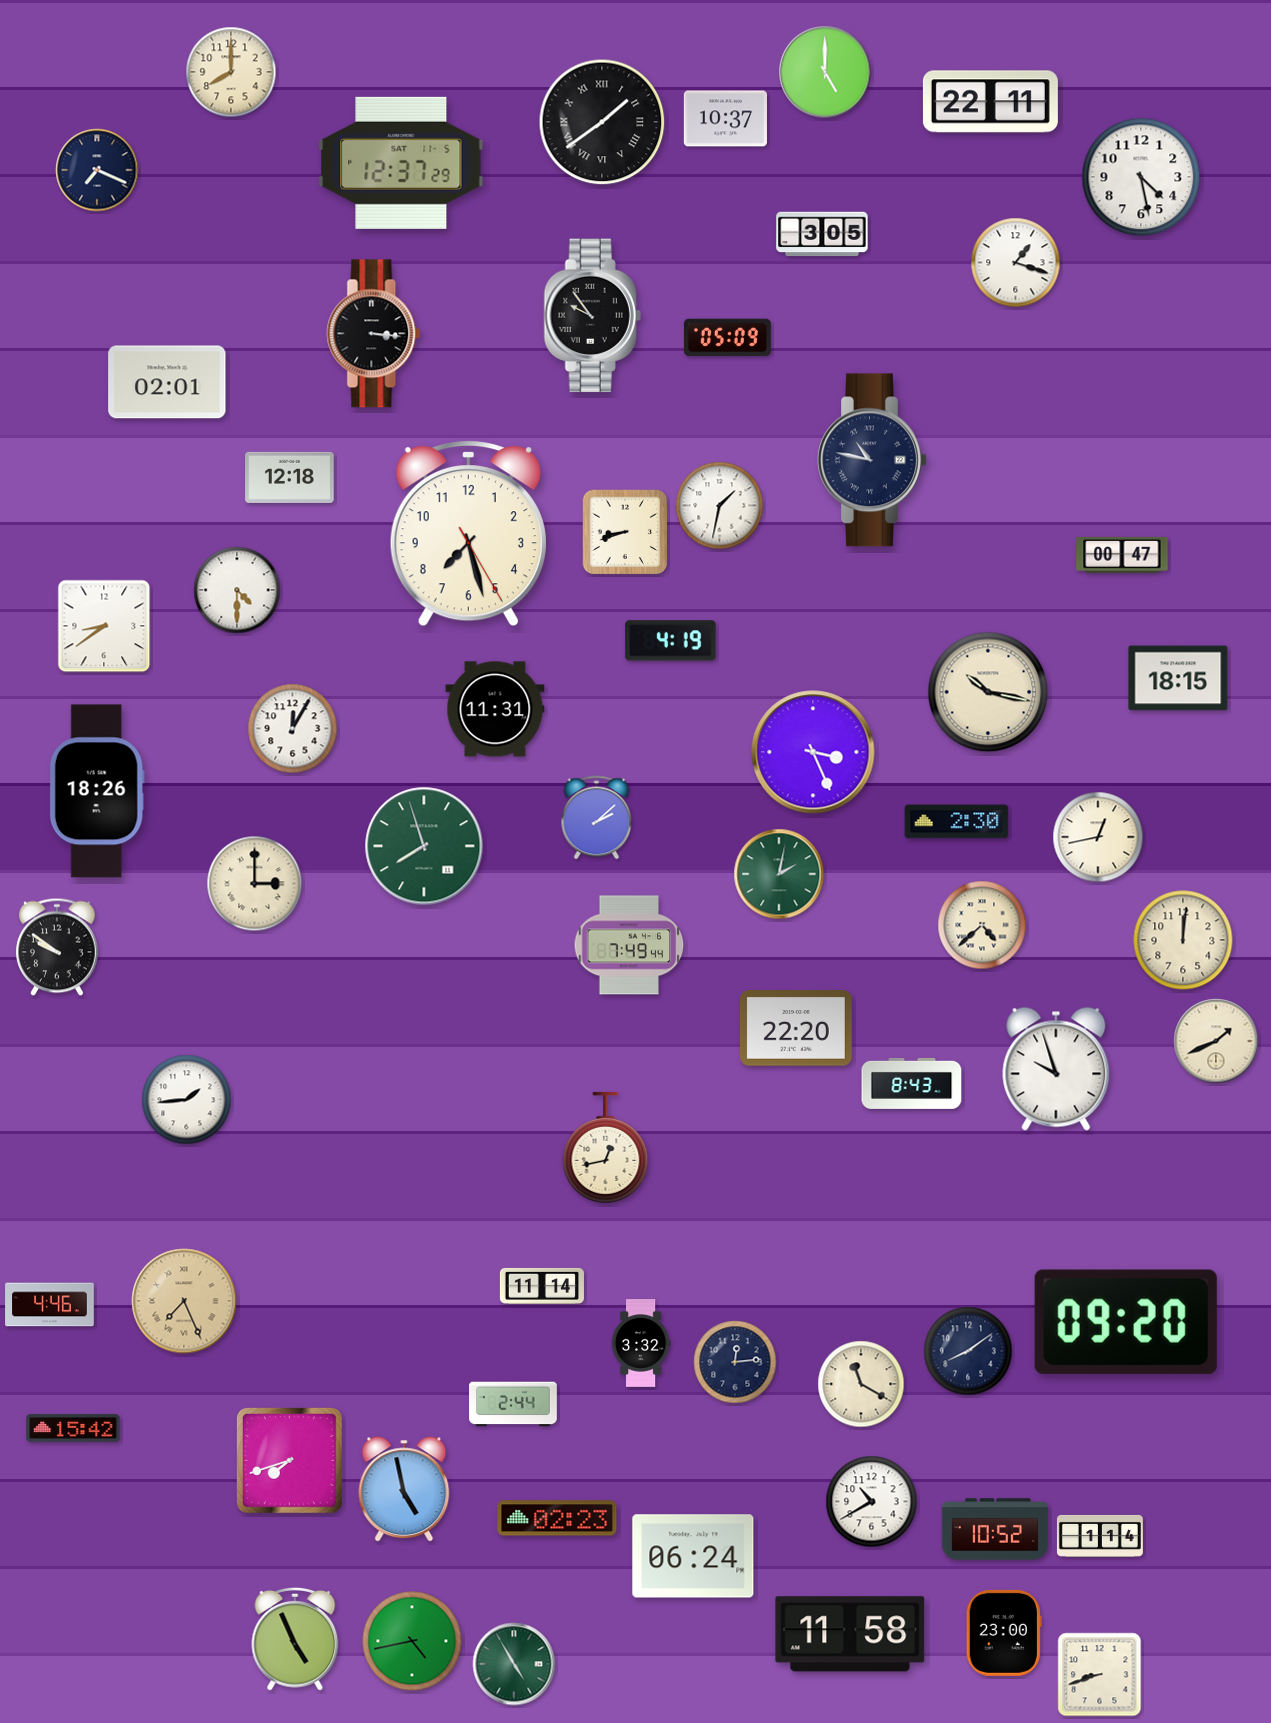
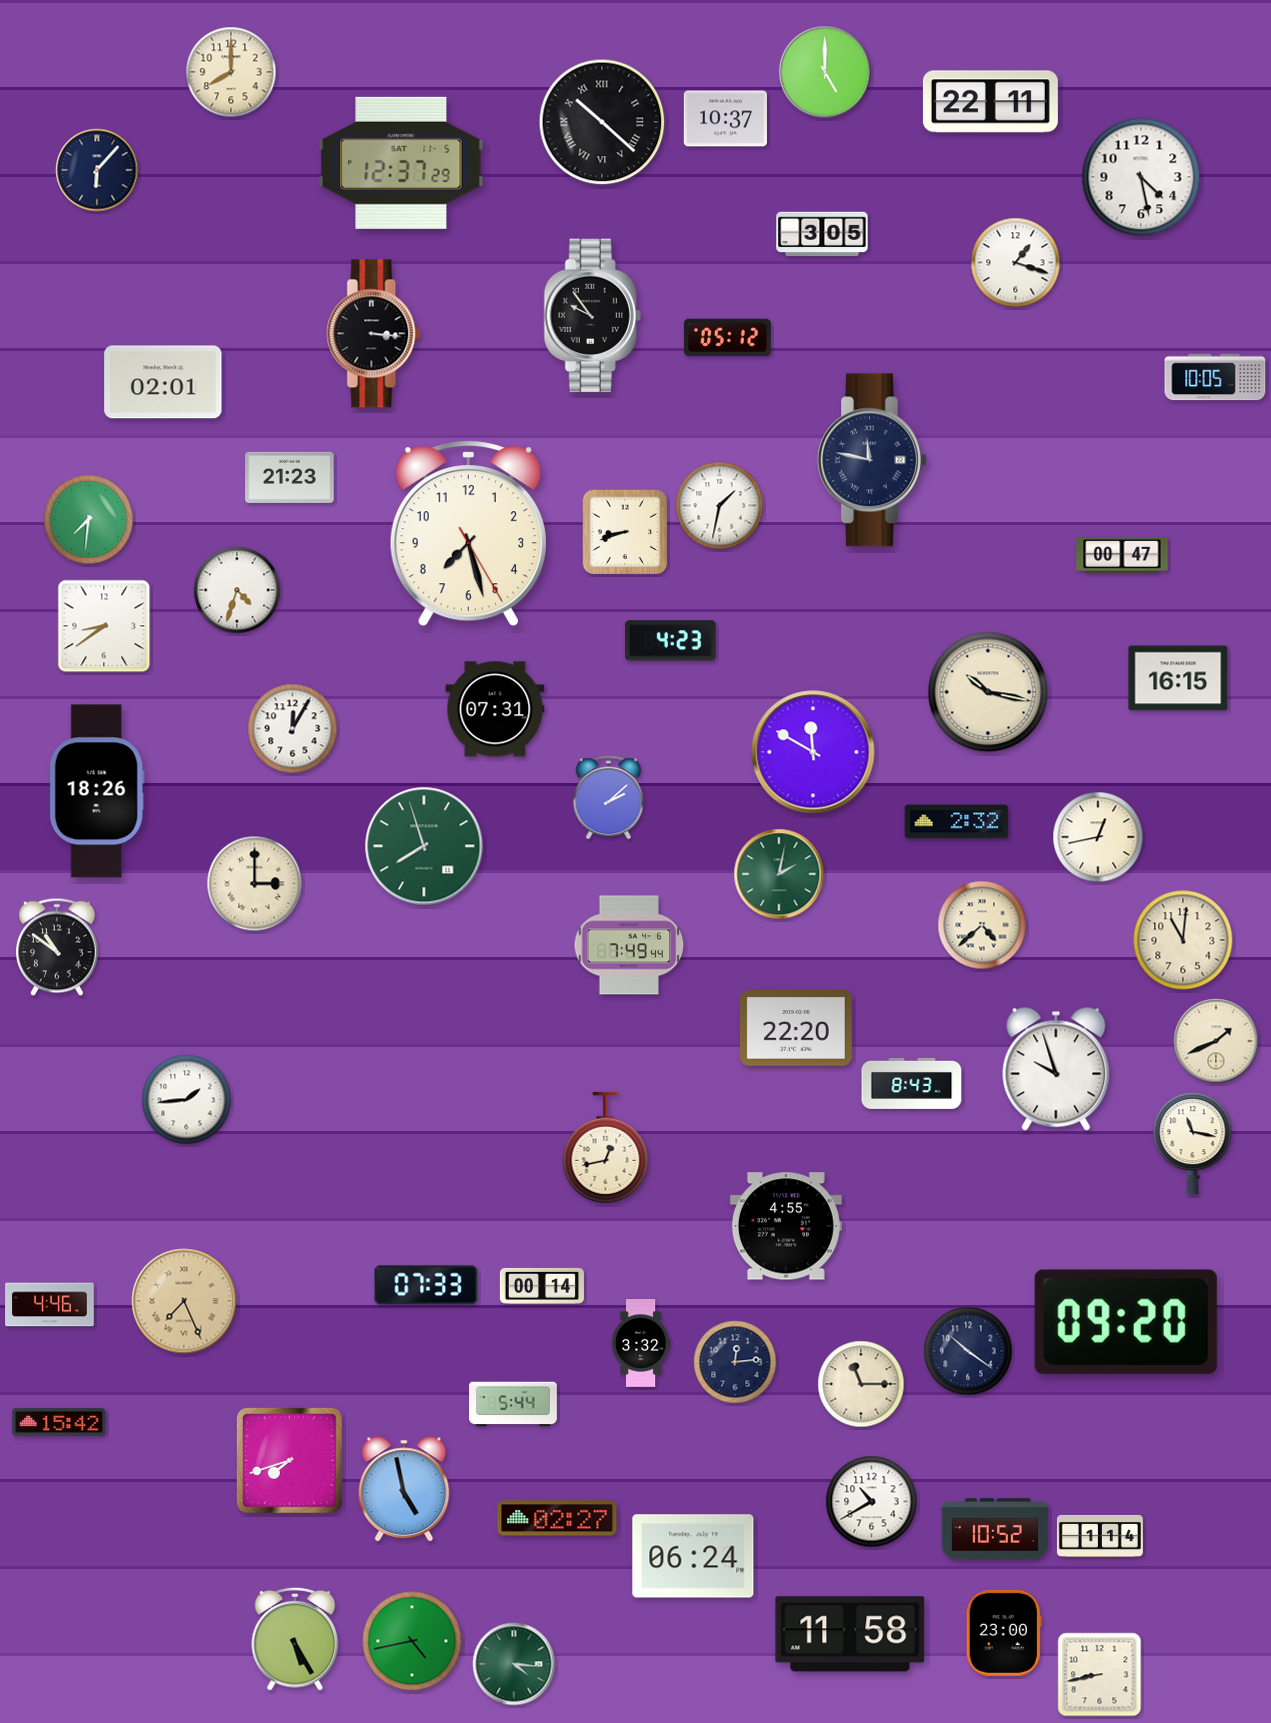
clock at (602, 122): 1:39 -> 10:22
clock at (97, 170): 7:19 -> 6:07
clock at (727, 338): 05:09 -> 05:12
clock at (1215, 377): none -> 10:05
clock at (167, 382) position: (167, 382) -> (163, 382)
clock at (872, 460): 10:47 -> 11:47
clock at (290, 477): 12:18 -> 21:23
clock at (89, 520): none -> 7:31
clock at (237, 590): 4:30 -> 4:33
clock at (671, 641): 4:19 -> 4:23
clock at (1178, 678): 18:15 -> 16:15
clock at (495, 709): 11:31 -> 07:31
clock at (813, 752): 3:26 -> 11:50
clock at (597, 818) position: (597, 818) -> (609, 798)
clock at (957, 822): 2:30 -> 2:32
clock at (1183, 940): 12:01 -> 11:01
clock at (58, 947): 9:51 -> 10:51
clock at (1193, 1144): none -> 11:17
clock at (786, 1226): none -> 4:55
clock at (426, 1285): none -> 07:33
clock at (542, 1286): 11:14 -> 00:14
clock at (968, 1351): 8:09 -> 10:21
clock at (861, 1384): 11:20 -> 11:15
clock at (513, 1404): 2:44 -> 5:44
clock at (73, 1428) position: (73, 1428) -> (59, 1422)
clock at (557, 1518): 02:23 -> 02:27
clock at (295, 1639): 4:56 -> 5:25
clock at (514, 1664): 4:55 -> 4:16
clock at (1100, 1675): 8:42 -> 8:43
